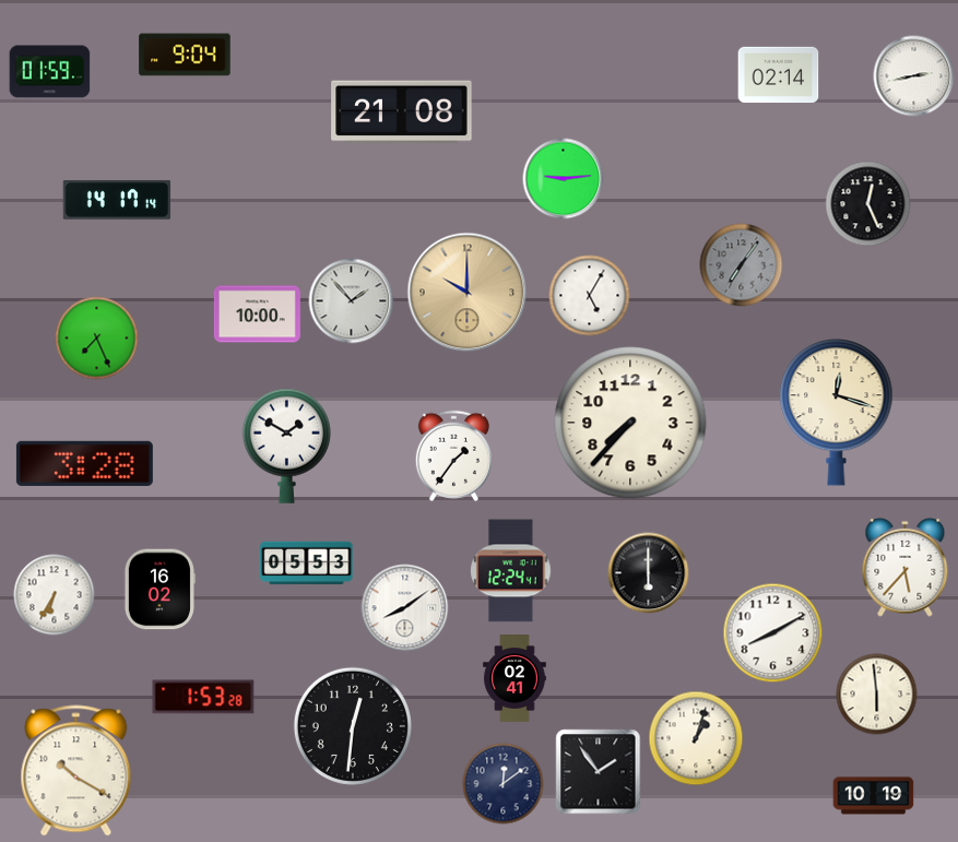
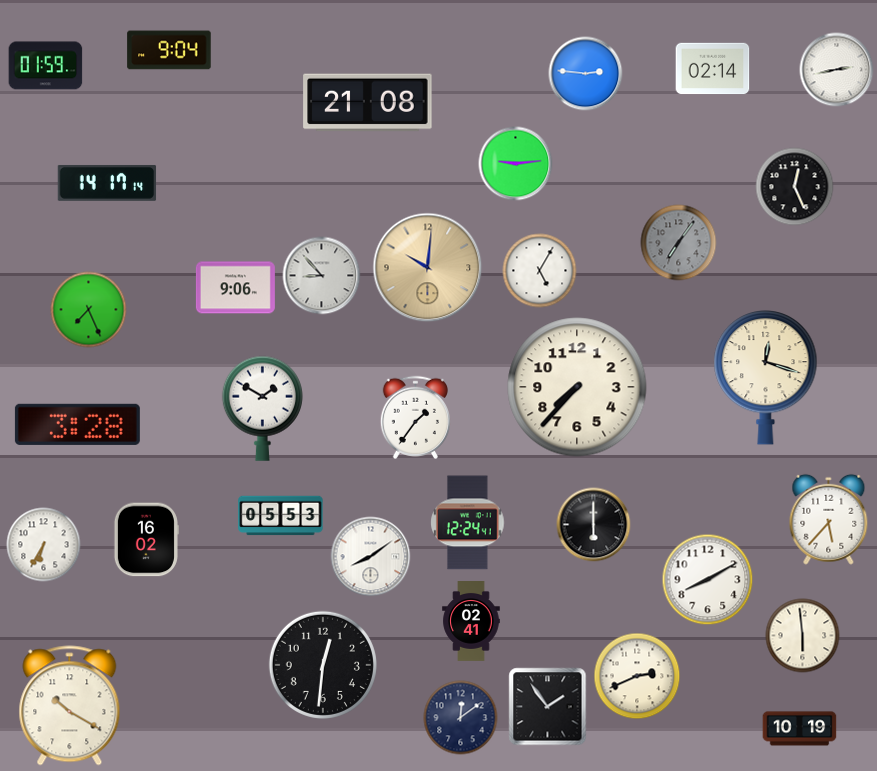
clock at (586, 74): none -> 2:46
clock at (468, 293): 10:00 -> 10:01
clock at (352, 301): 1:53 -> 8:53
clock at (257, 315): 10:00 -> 9:06
clock at (55, 595) position: (55, 595) -> (44, 545)
clock at (203, 697): 1:53 -> none
clock at (696, 738): 1:03 -> 2:41
